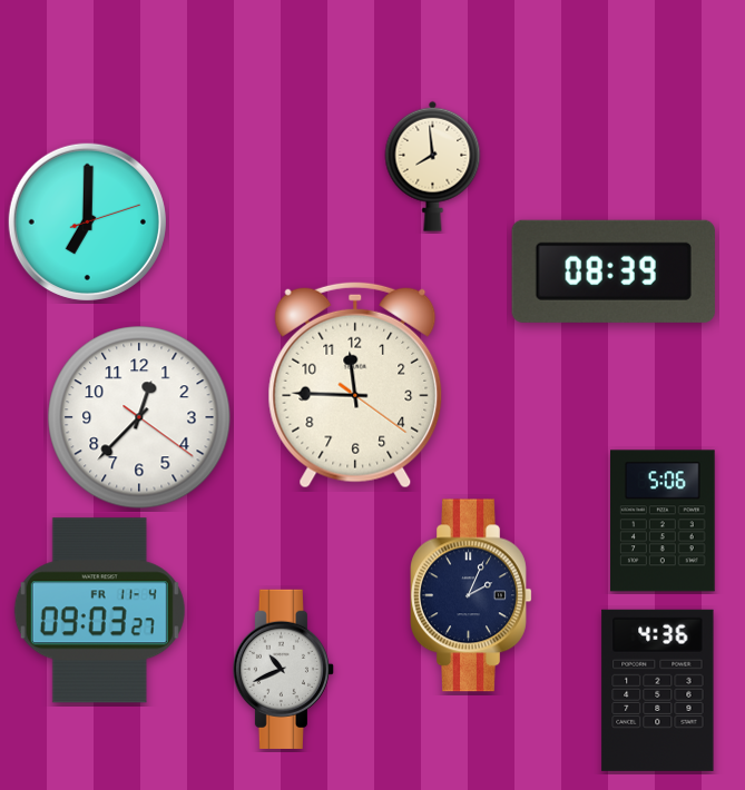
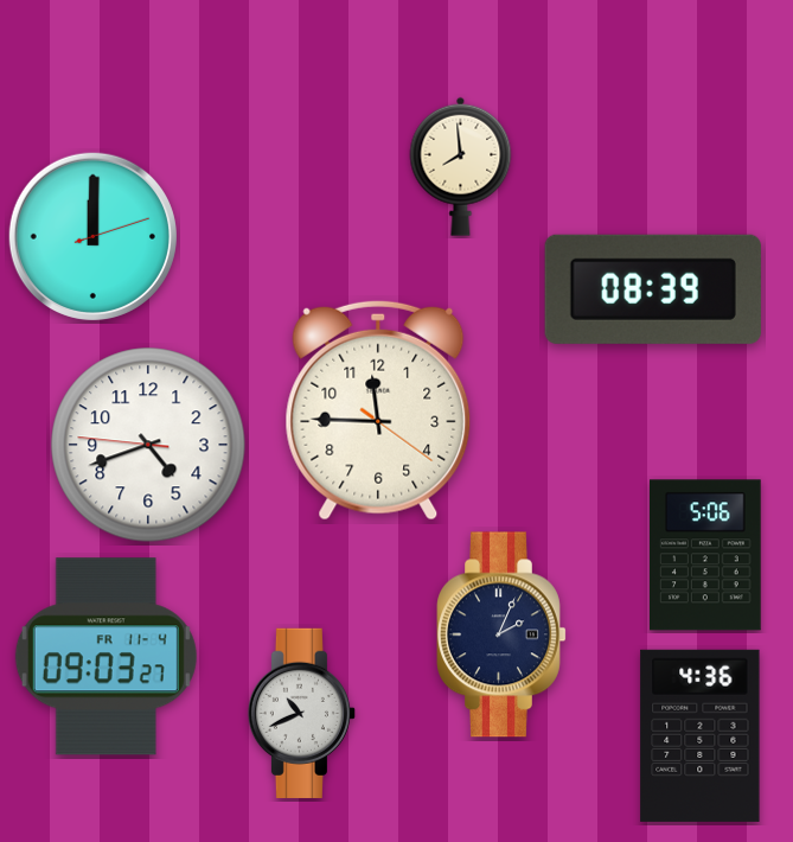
clock at (433, 166) position: (433, 166) -> (461, 166)
clock at (87, 221): 7:00 -> 12:00
clock at (139, 417): 12:37 -> 4:41
clock at (99, 611) position: (99, 611) -> (105, 657)
